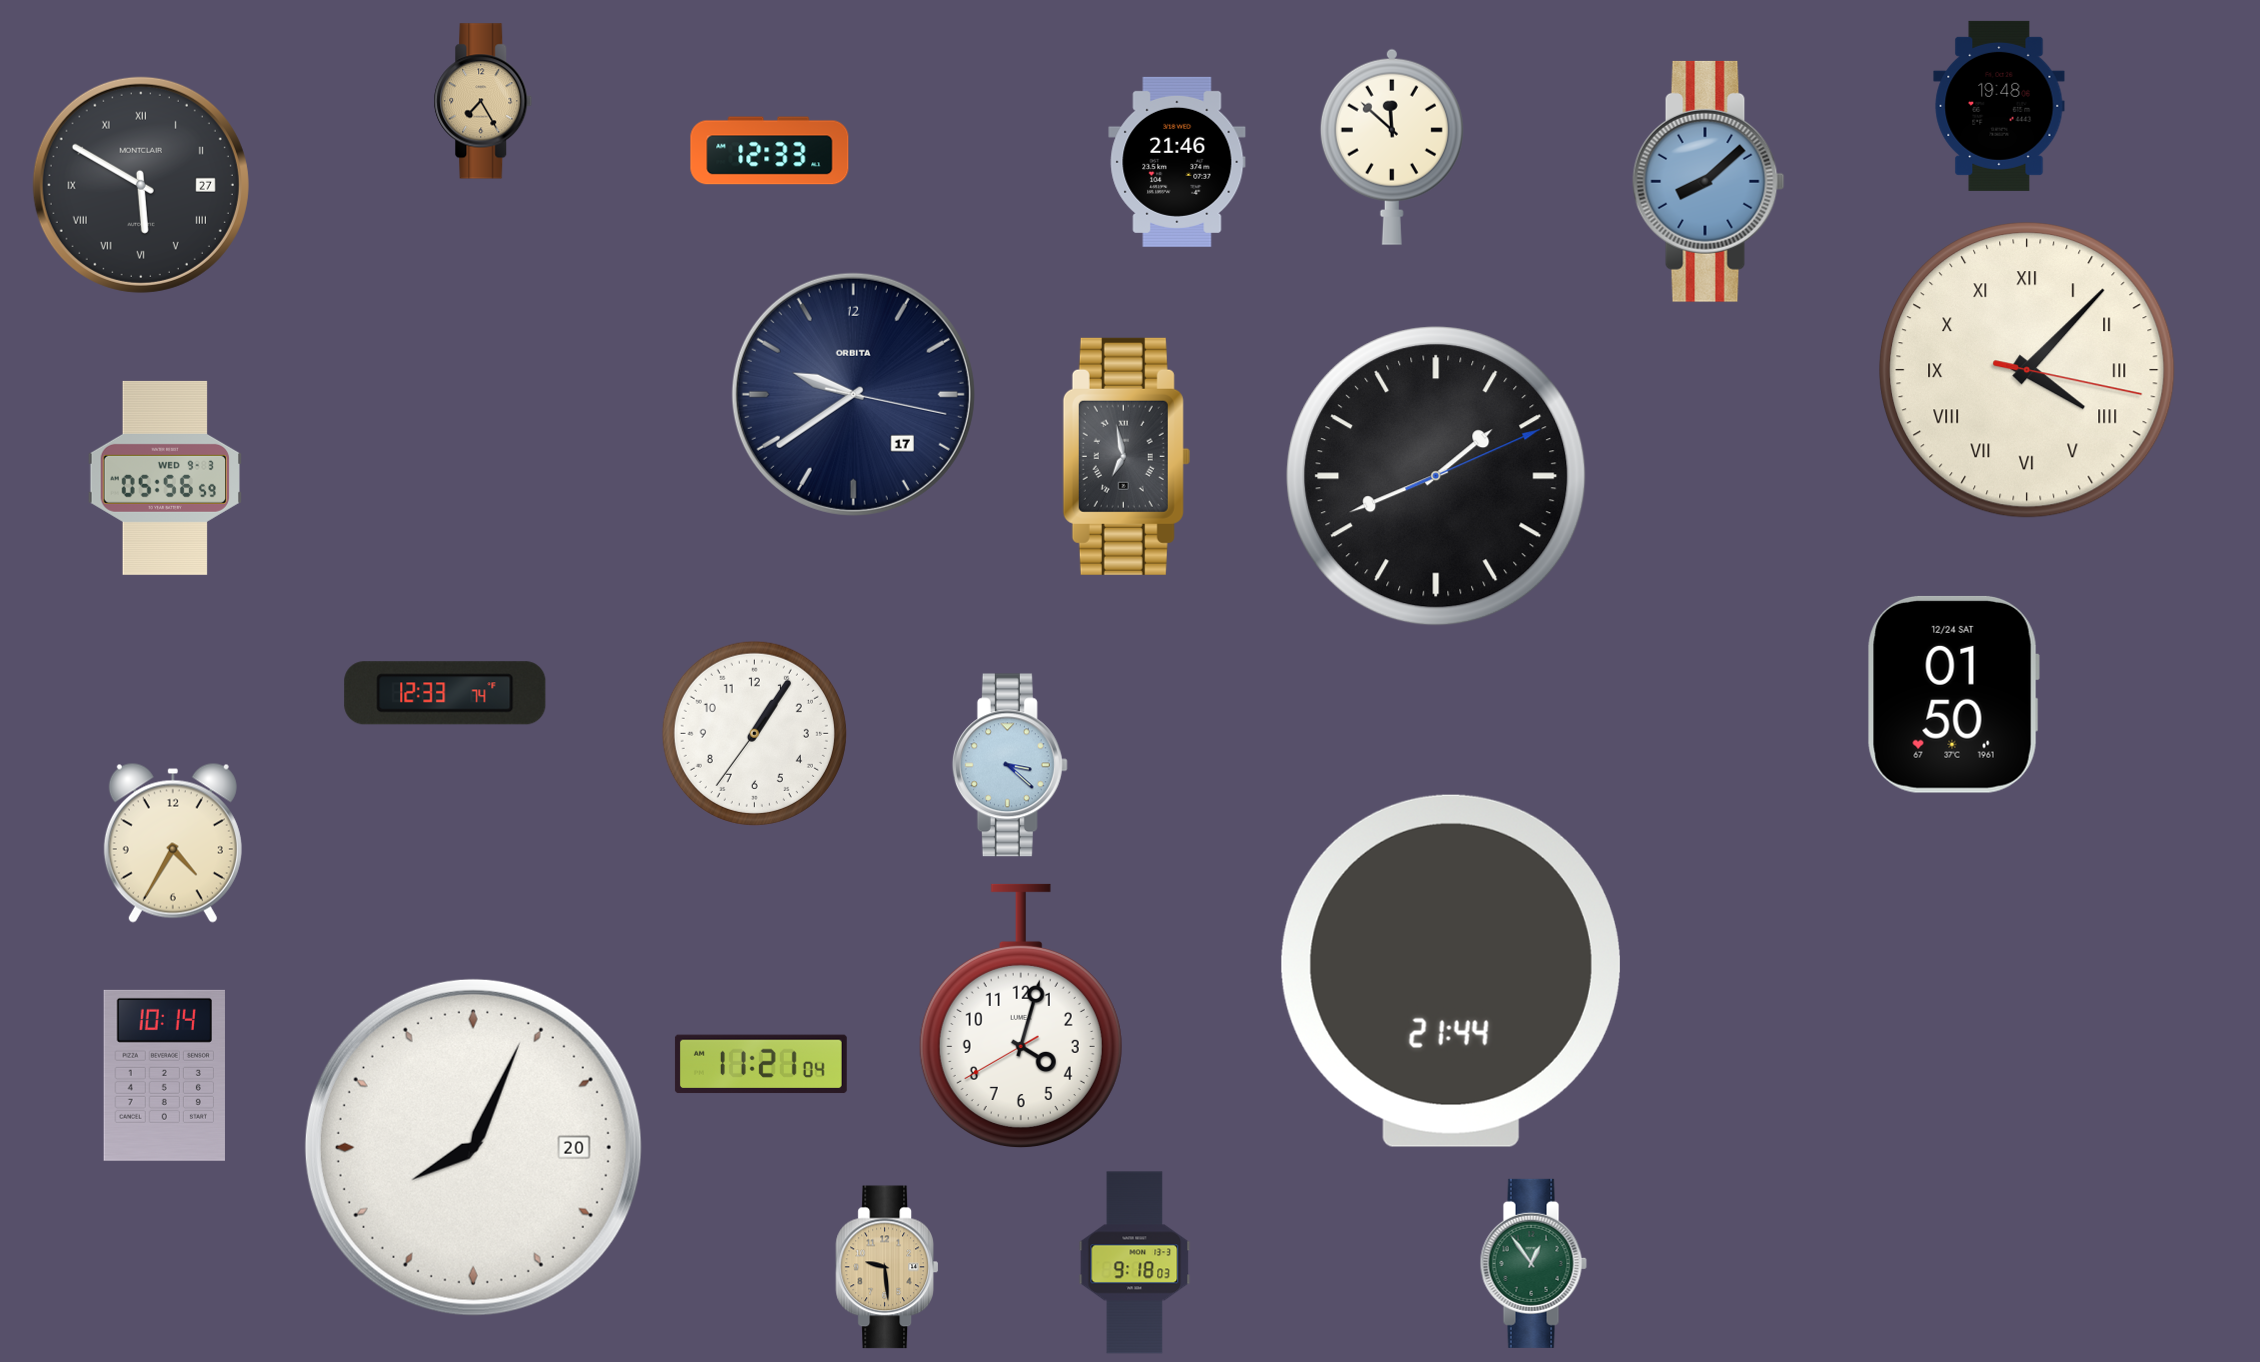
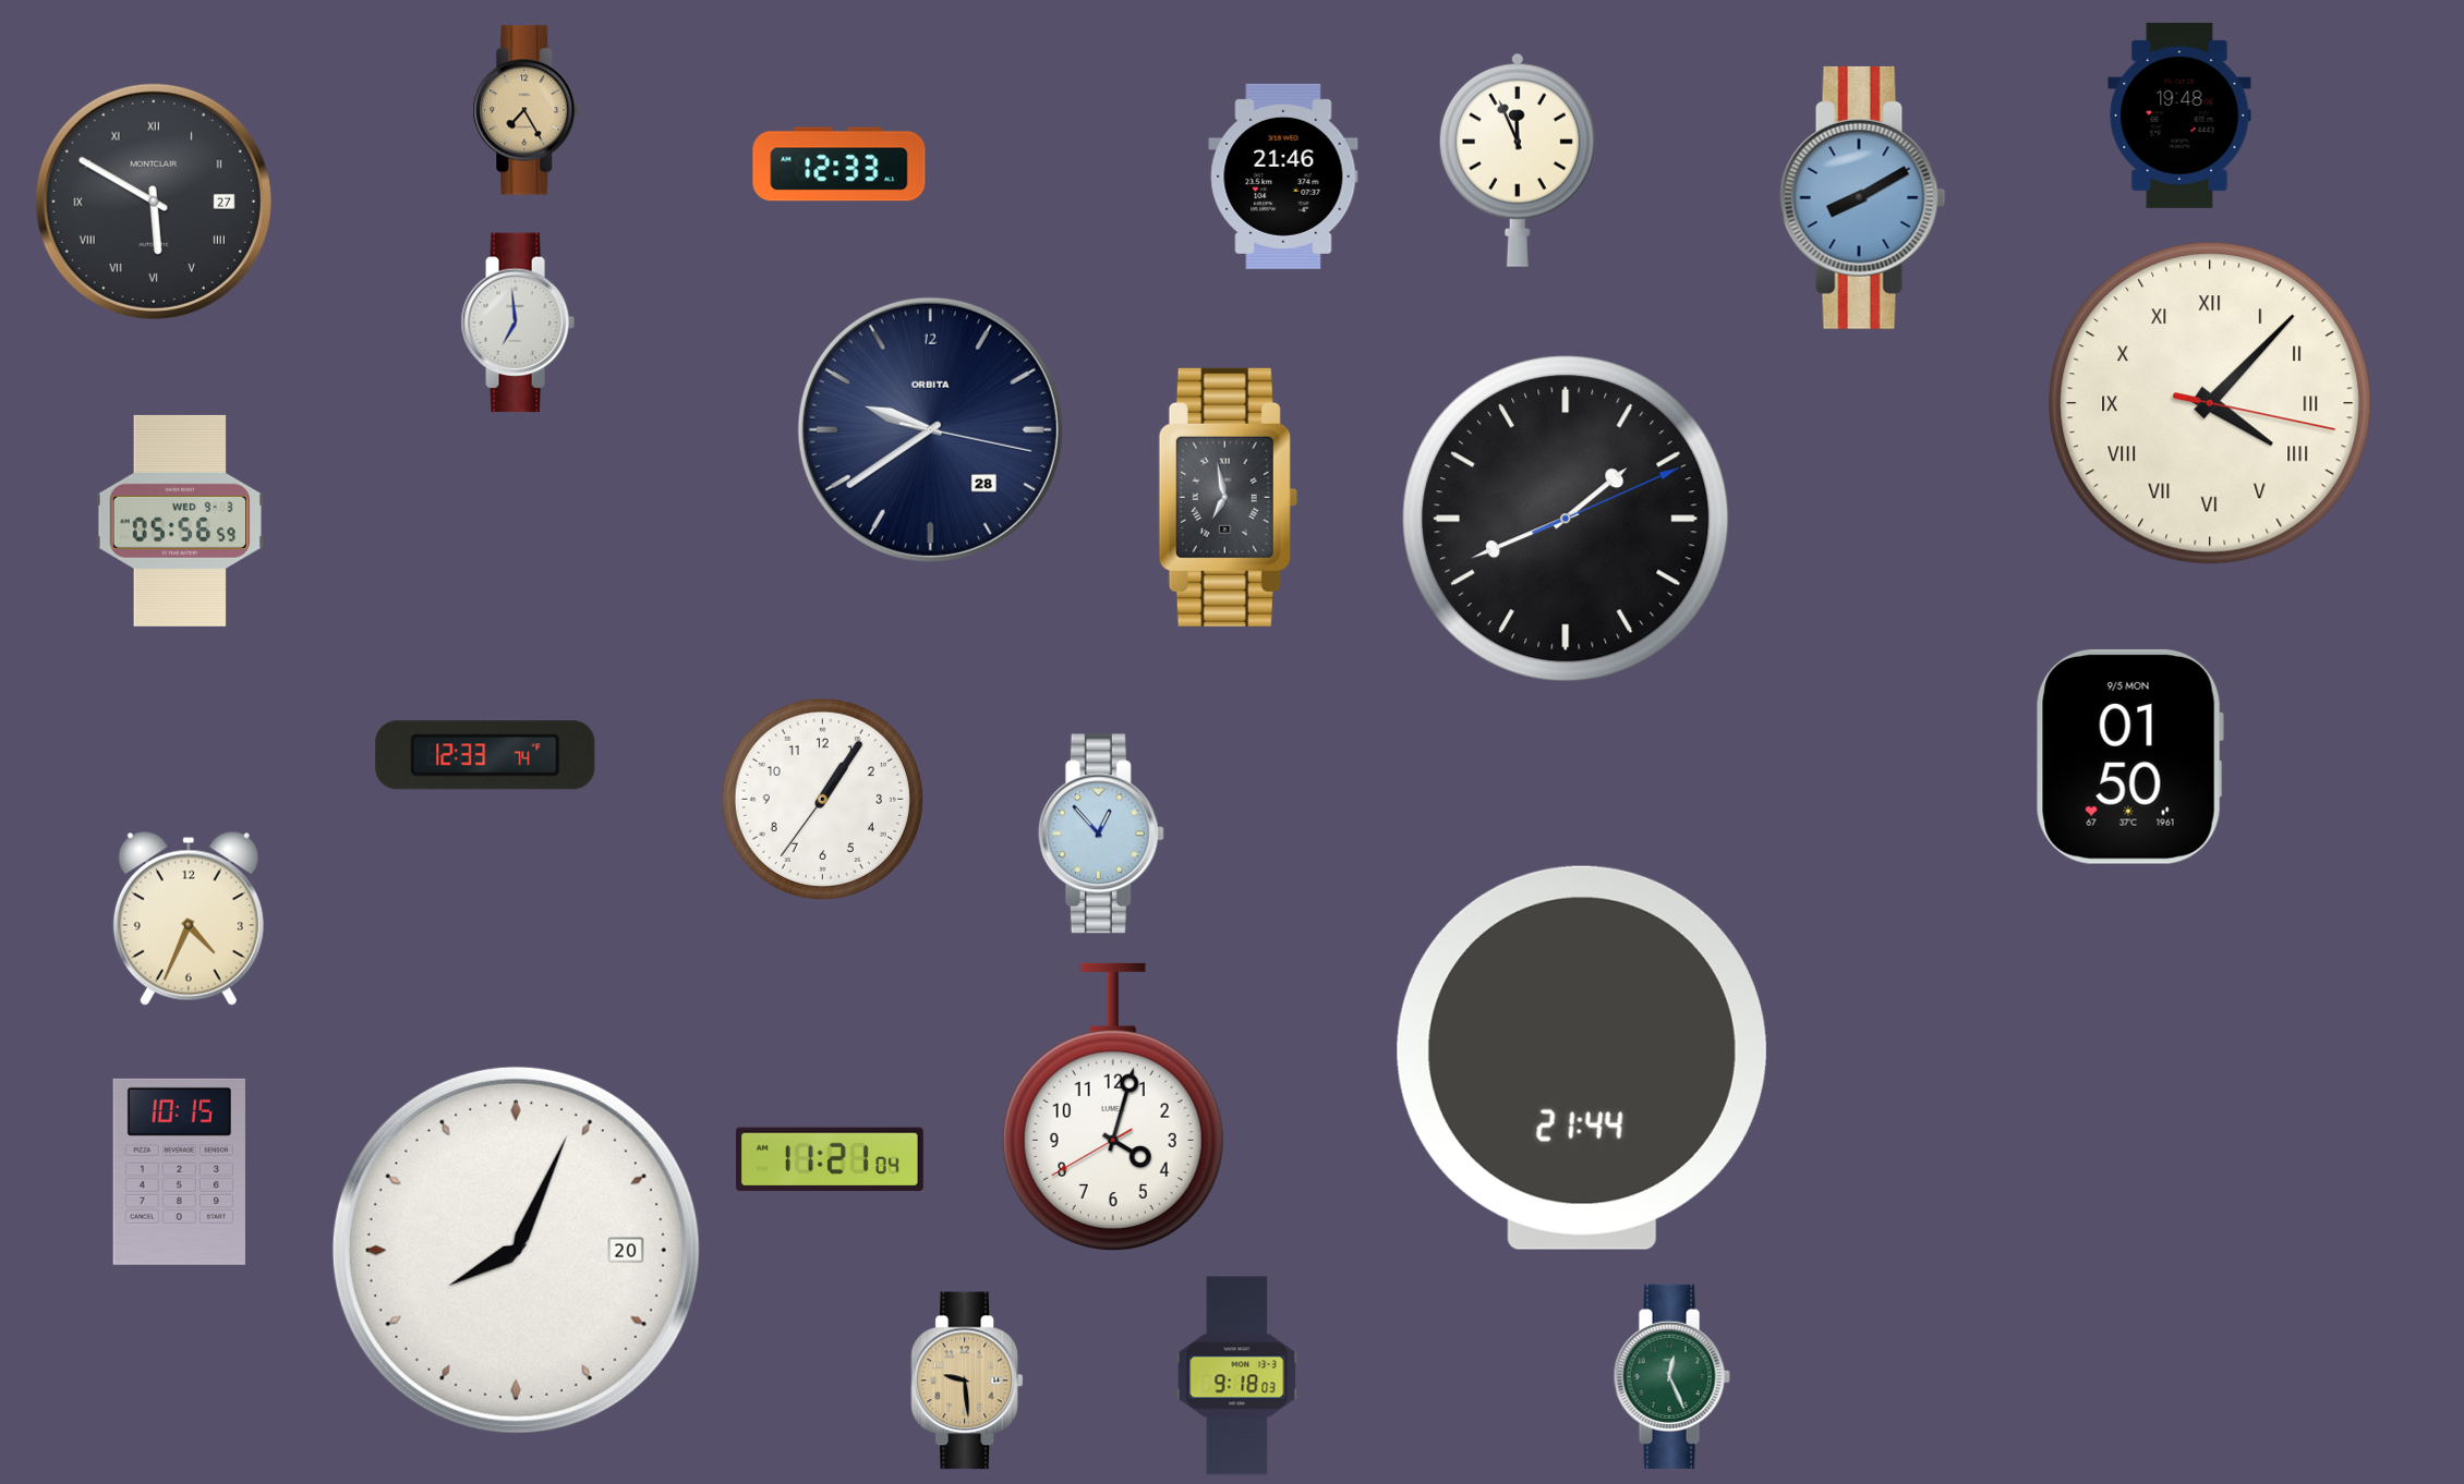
clock at (1392, 147): 11:52 -> 11:56
clock at (1709, 181): 8:08 -> 8:10
clock at (518, 323): none -> 6:59
clock at (853, 394) date: 17 -> 28
clock at (1953, 694) date: 12/24 SAT -> 9/5 MON
clock at (1010, 765): 3:22 -> 12:53
clock at (173, 843): 4:35 -> 4:34
clock at (164, 1075): 10:14 -> 10:15
clock at (1533, 1263): 12:54 -> 12:26
